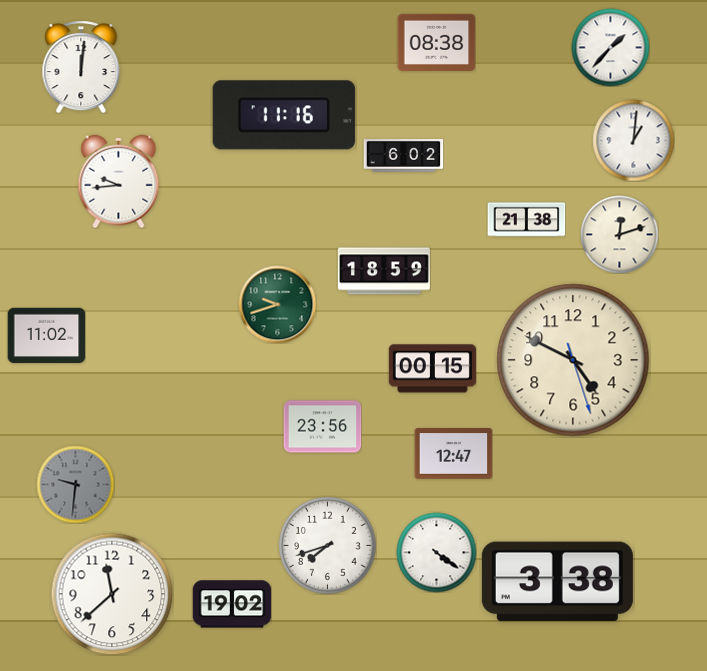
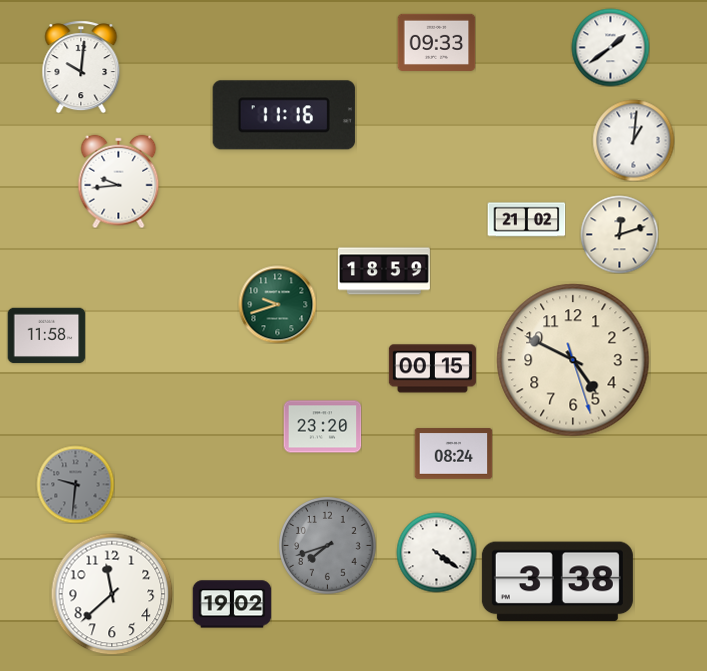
clock at (436, 42): 08:38 -> 09:33
clock at (610, 47): 1:37 -> 1:39
clock at (81, 67): 12:01 -> 10:01
clock at (403, 156): 6:02 -> none
clock at (526, 220): 21:38 -> 21:02
clock at (46, 336): 11:02 -> 11:58
clock at (322, 427): 23:56 -> 23:20
clock at (453, 454): 12:47 -> 08:24
clock at (328, 546) dial: white -> grey
